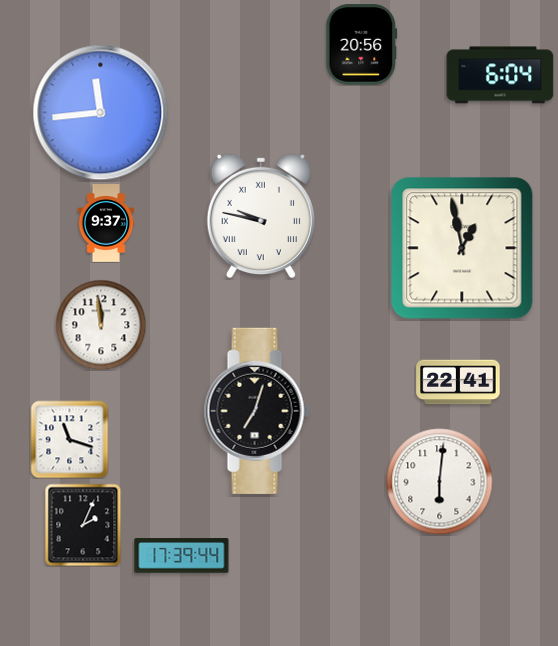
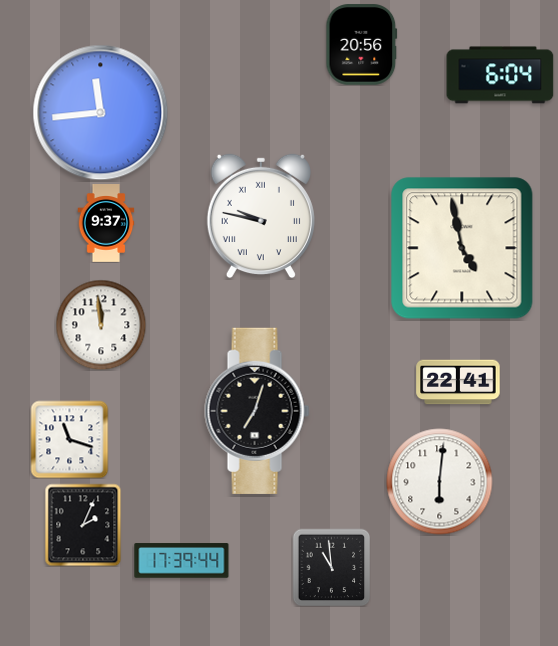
clock at (462, 248): 12:58 -> 4:58
clock at (182, 556) position: (182, 556) -> (182, 561)
clock at (331, 567): none -> 10:59
